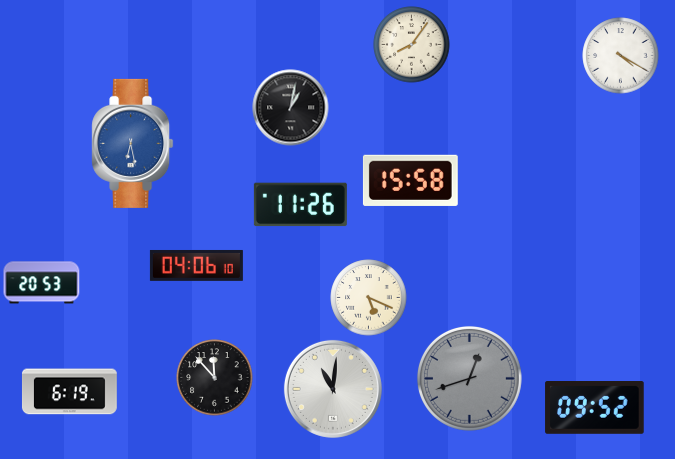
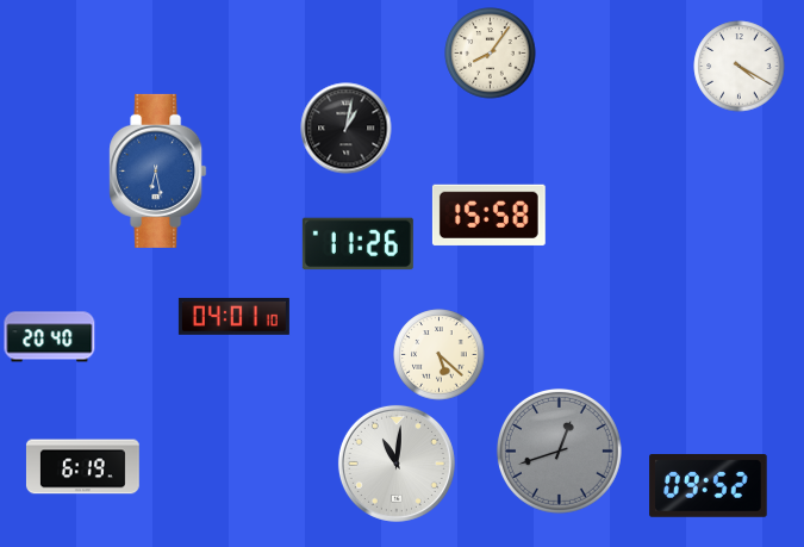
clock at (196, 265): 04:06 -> 04:01
clock at (42, 283): 20:53 -> 20:40
clock at (369, 298): 5:19 -> 5:22
clock at (215, 378): 11:53 -> none
